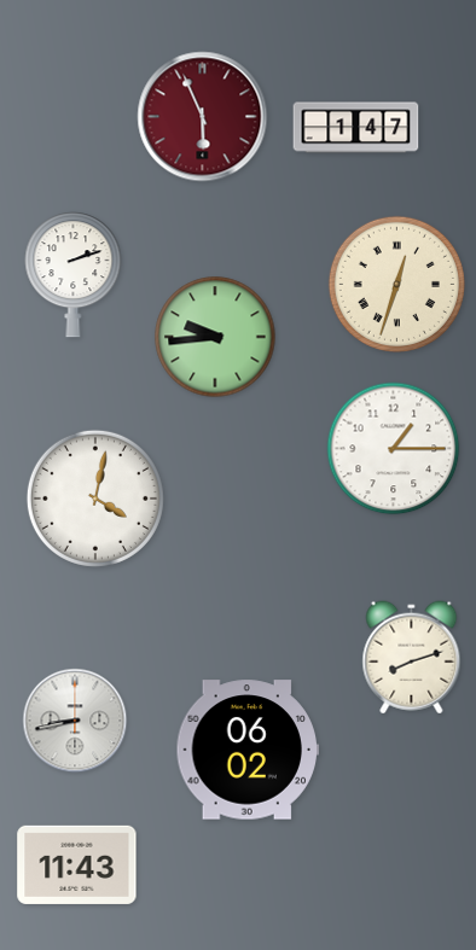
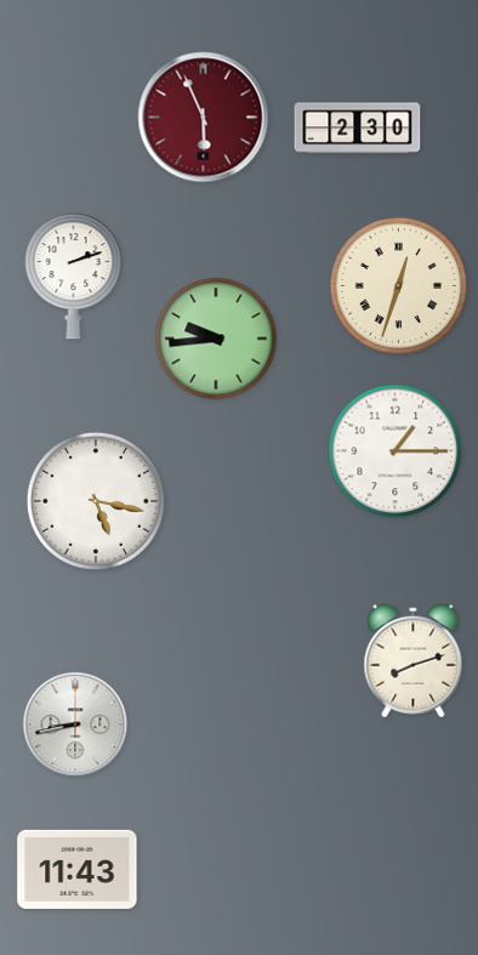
clock at (356, 128): 1:47 -> 2:30
clock at (95, 499): 4:02 -> 5:17
clock at (246, 750): 06:02 -> none
